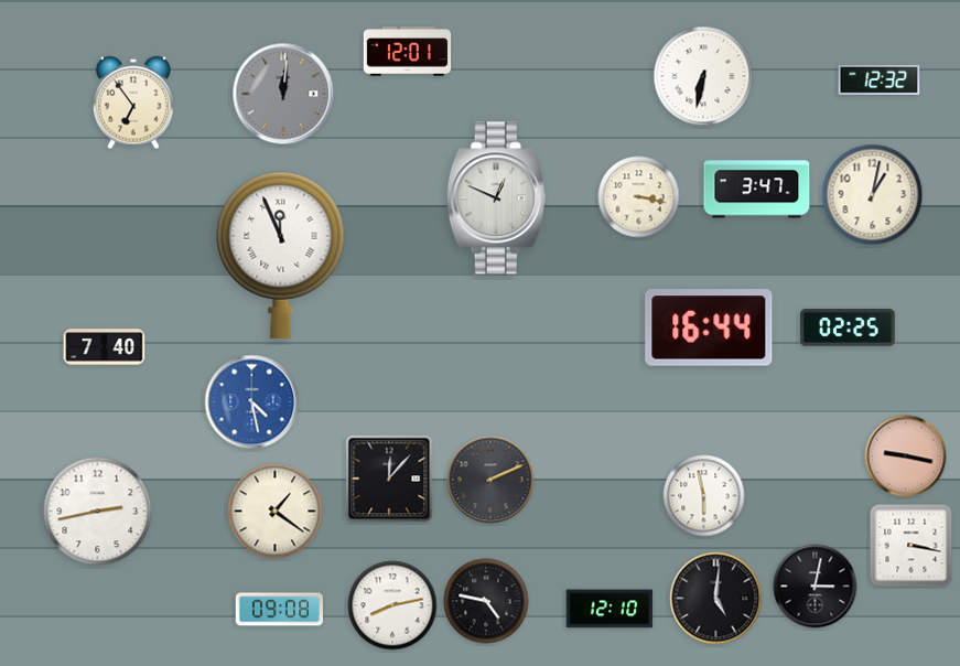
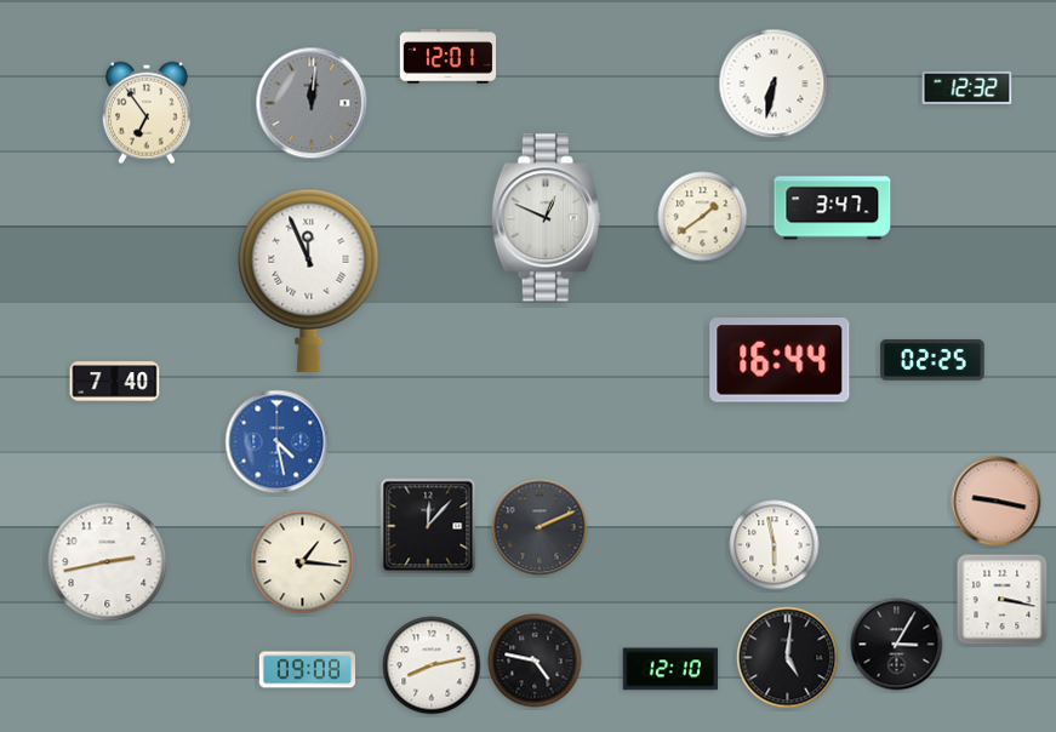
clock at (873, 195): 1:02 -> none
clock at (639, 197): 3:17 -> 1:39
clock at (276, 512): 1:21 -> 1:16
clock at (816, 587): 3:02 -> 3:05
